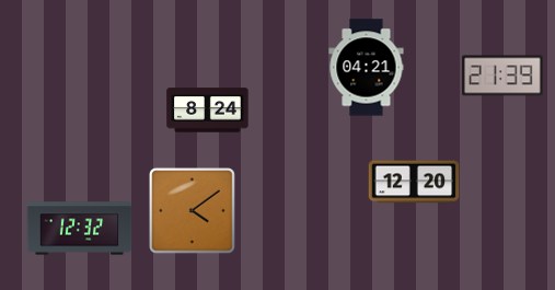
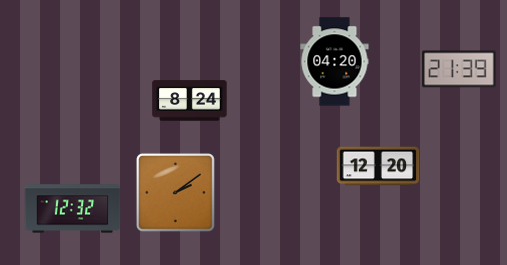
clock at (367, 68): 04:21 -> 04:20
clock at (192, 210): 4:09 -> 2:09
